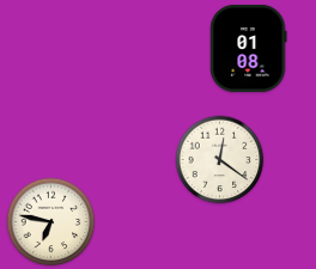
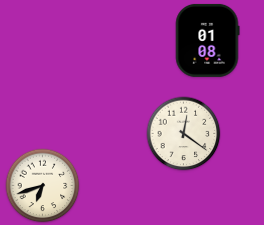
clock at (51, 222): 6:47 -> 6:42
